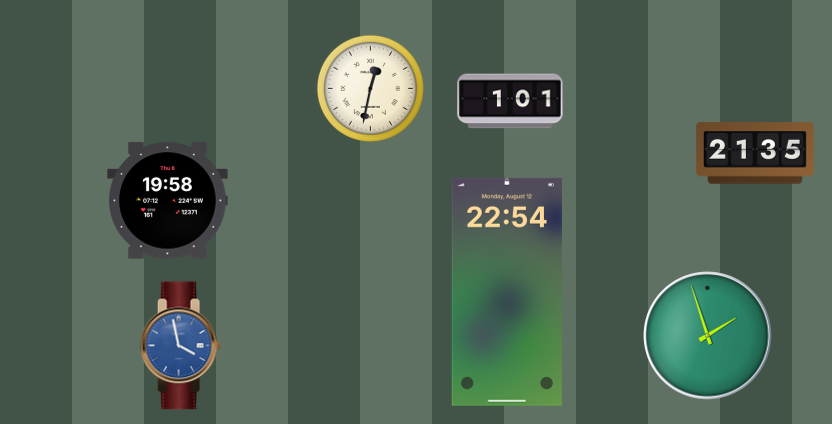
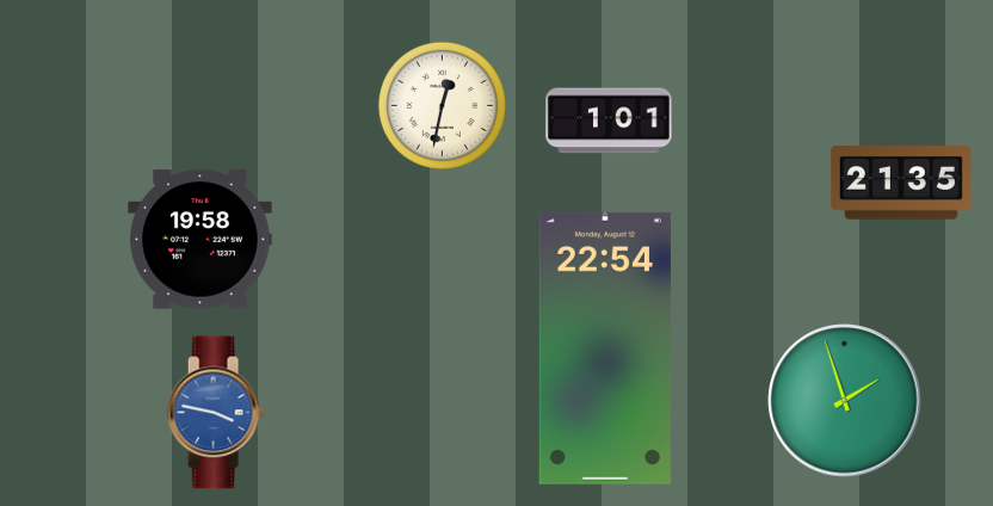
clock at (180, 346): 3:58 -> 3:47
